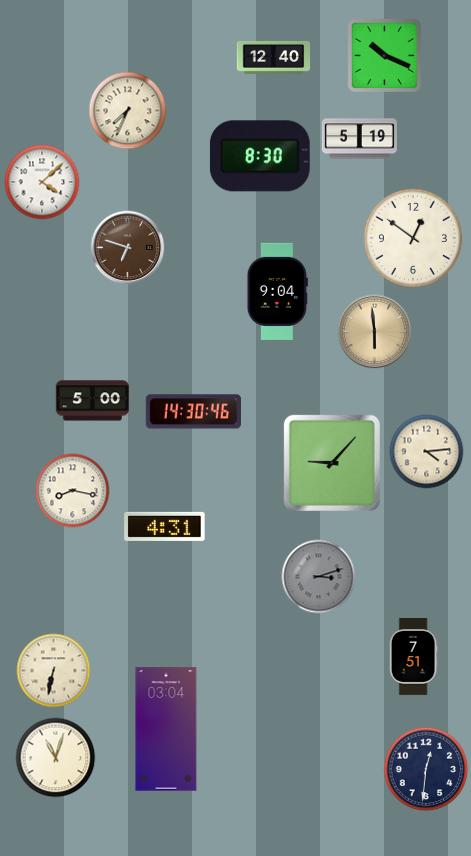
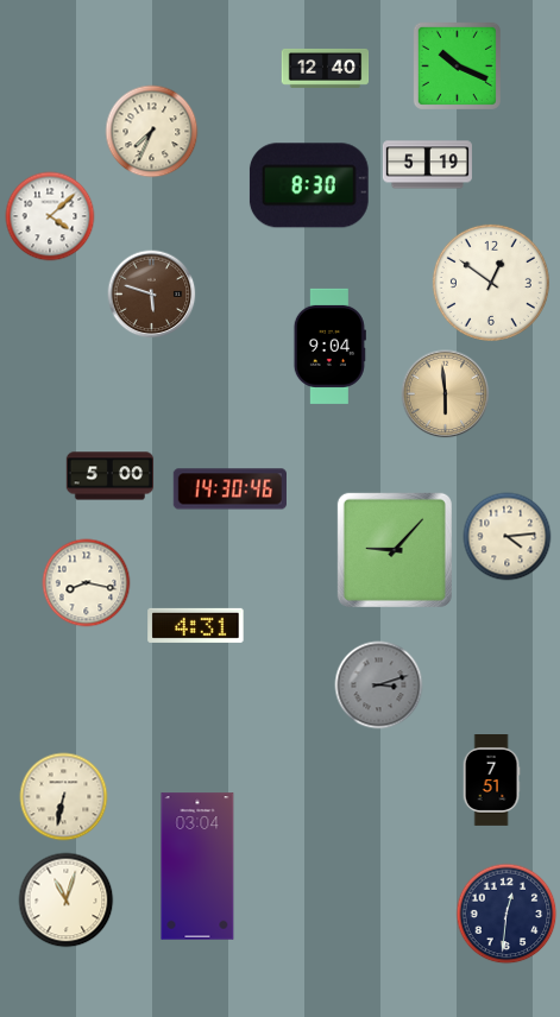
clock at (128, 248): 6:48 -> 5:48
